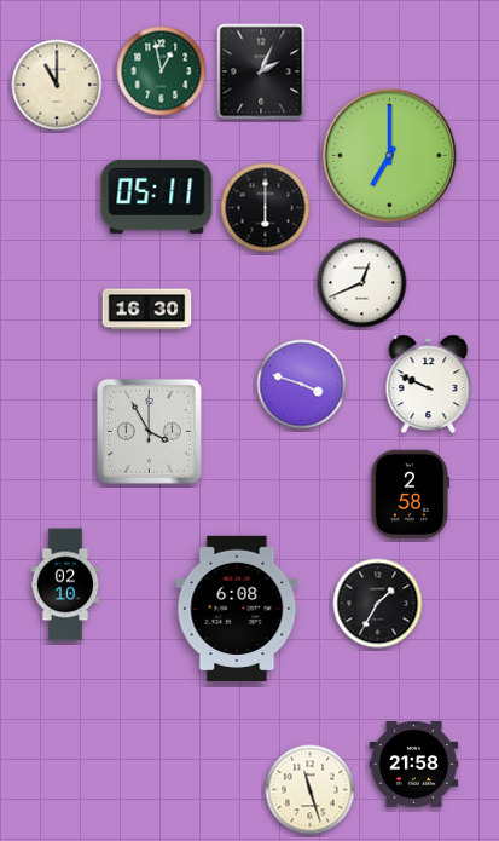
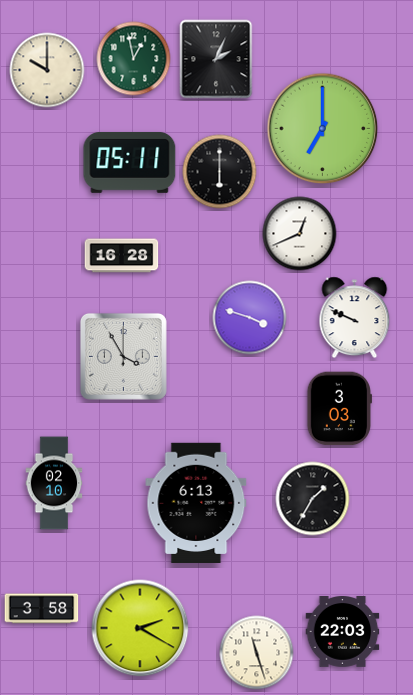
clock at (57, 85): 11:00 -> 10:00
clock at (147, 310): 16:30 -> 16:28
clock at (410, 495): 2:58 -> 3:03
clock at (237, 607): 6:08 -> 6:13
clock at (42, 609): none -> 3:58
clock at (140, 628): none -> 2:20
clock at (414, 765): 21:58 -> 22:03
